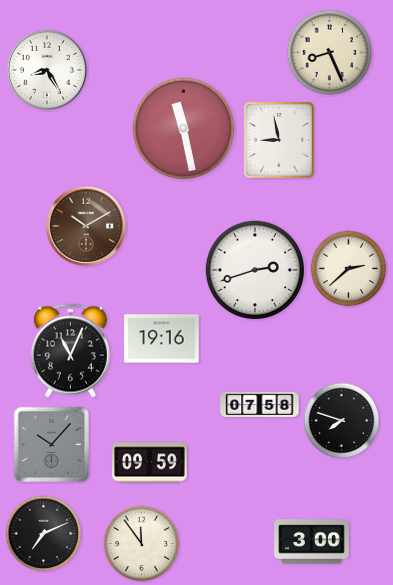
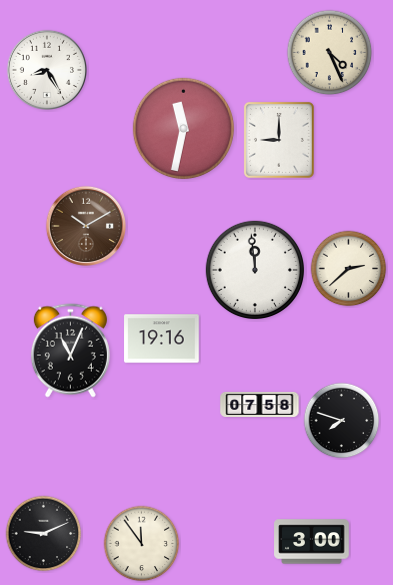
clock at (330, 53): 8:26 -> 4:26
clock at (183, 128): 11:28 -> 11:32
clock at (279, 140): 8:58 -> 9:00
clock at (254, 269): 2:42 -> 11:59
clock at (51, 444): 10:07 -> none
clock at (150, 463): 09:59 -> none
clock at (44, 534): 7:11 -> 9:11
